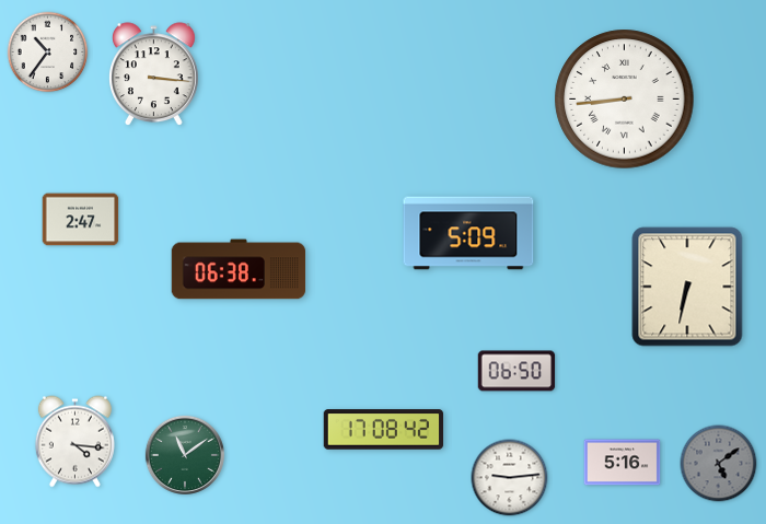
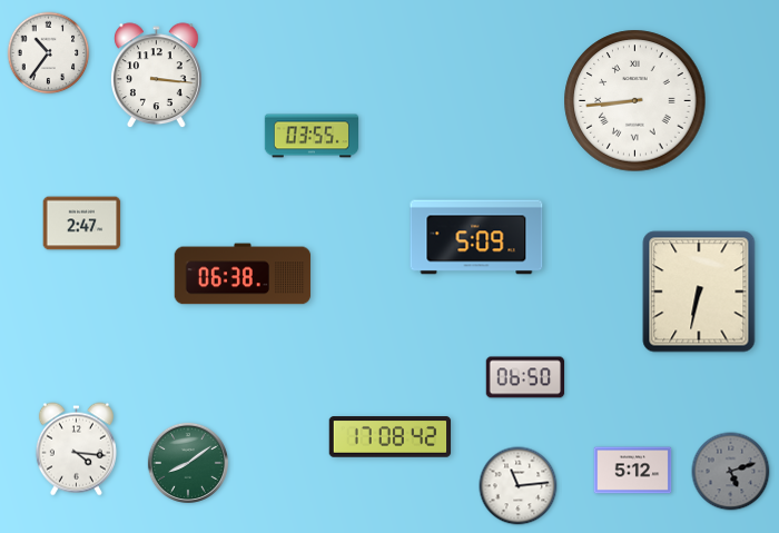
clock at (310, 136): none -> 03:55
clock at (185, 455): 11:09 -> 8:09
clock at (623, 463): 5:16 -> 5:12
clock at (719, 464): 5:09 -> 5:12
clock at (510, 478): 9:14 -> 11:14
